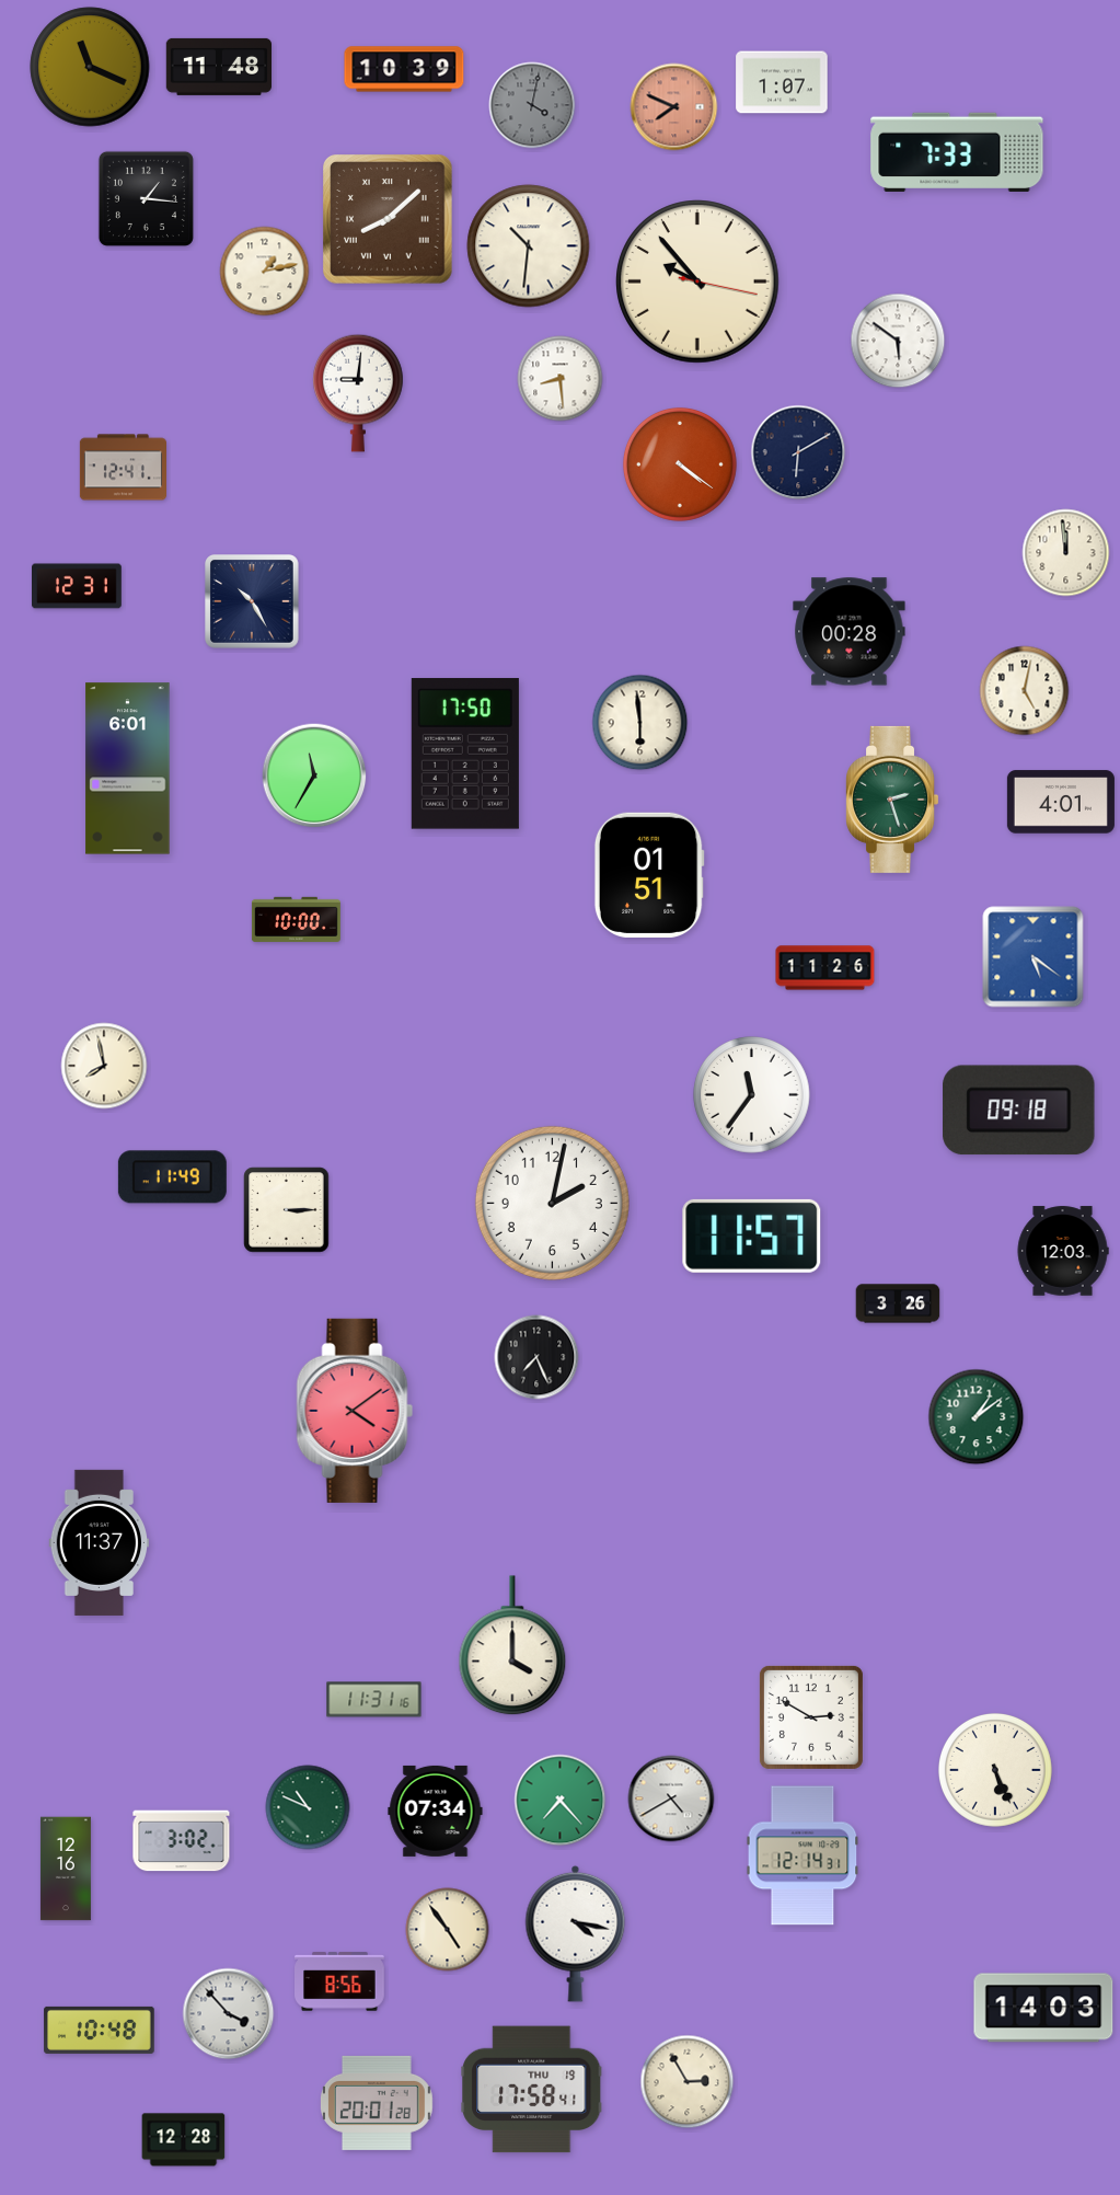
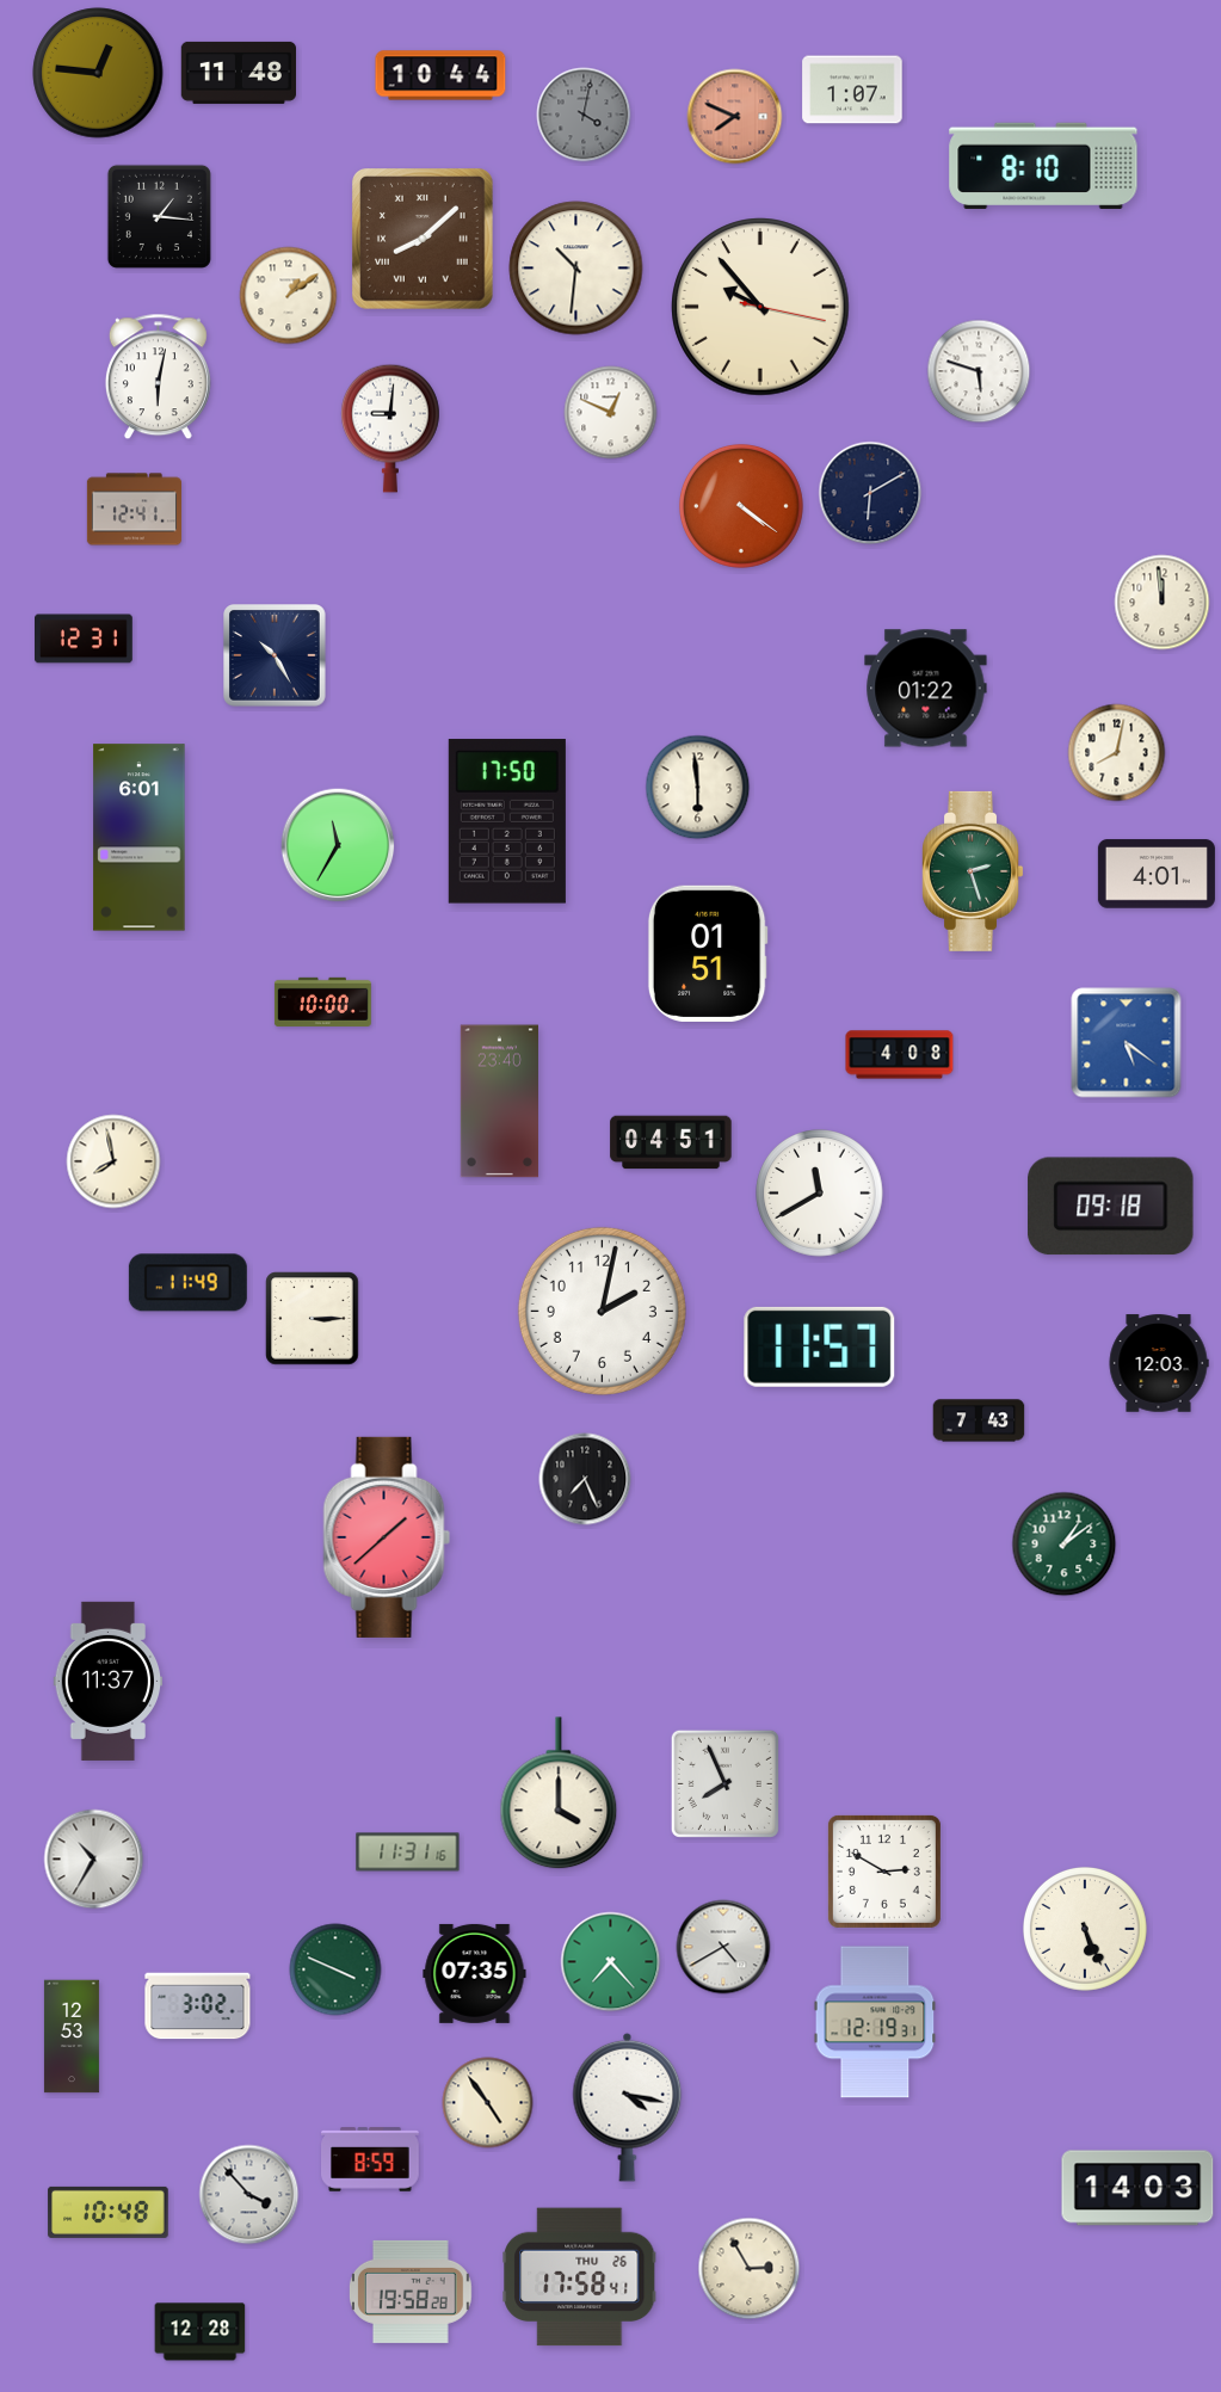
clock at (90, 67): 11:19 -> 12:46
clock at (404, 69): 10:39 -> 10:44
clock at (532, 105) position: (532, 105) -> (584, 115)
clock at (957, 151): 7:33 -> 8:10
clock at (265, 272): 1:13 -> 1:09
clock at (898, 341): 5:51 -> 5:48
clock at (158, 377): none -> 6:02
clock at (561, 379): 8:29 -> 12:49
clock at (850, 632): 00:28 -> 01:22
clock at (1025, 691): 5:02 -> 8:02
clock at (314, 775) position: (314, 775) -> (338, 845)
clock at (825, 968): 11:26 -> 4:08
clock at (499, 1102): none -> 23:40
clock at (671, 1142): none -> 04:51
clock at (752, 1095): 11:36 -> 11:40
clock at (1019, 1111) position: (1019, 1111) -> (1111, 1207)
clock at (898, 1303): 3:26 -> 7:43
clock at (355, 1411): 4:09 -> 1:38
clock at (724, 1783): none -> 7:56
clock at (94, 1860): none -> 10:35
clock at (671, 1798) position: (671, 1798) -> (723, 1947)
clock at (308, 1807): 10:49 -> 3:49
clock at (436, 1811): 07:34 -> 07:35
clock at (803, 1855): 12:14 -> 12:19
clock at (66, 1869): 12:16 -> 12:53
clock at (340, 1981): 8:56 -> 8:59
clock at (532, 2090) date: THU 19 -> THU 26
clock at (377, 2103): 20:01 -> 19:58
